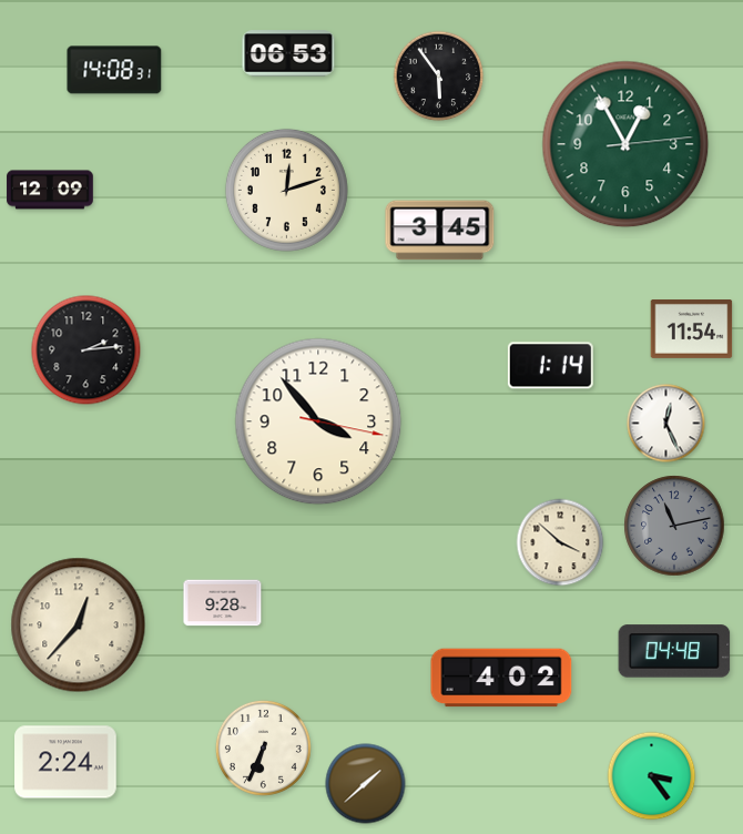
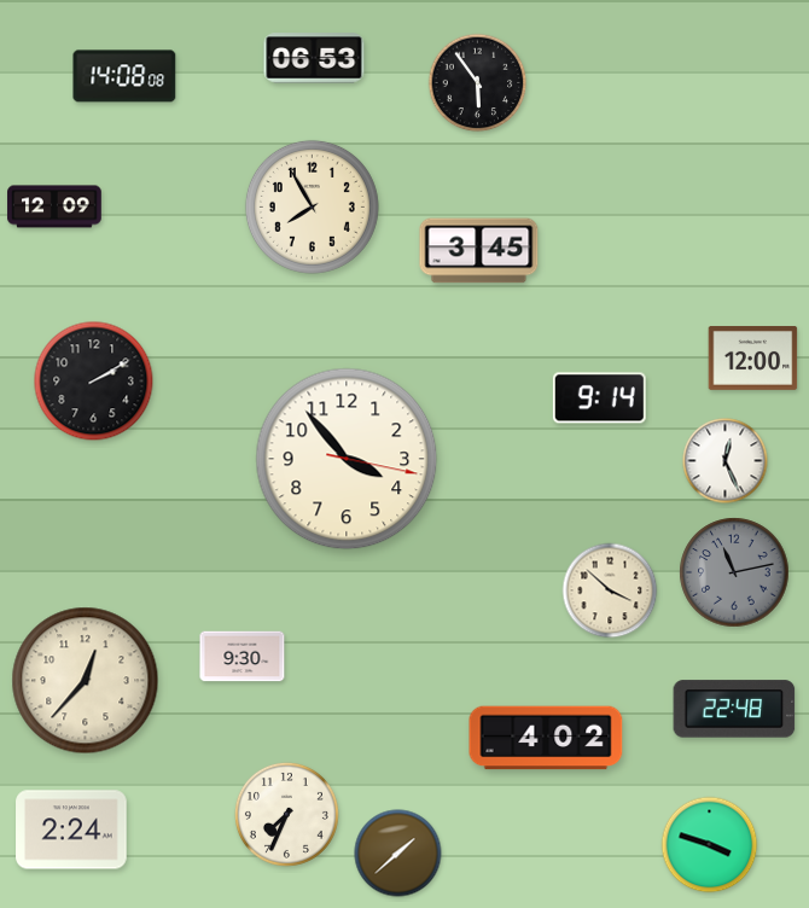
clock at (114, 70): 14:08:31 -> 14:08:08
clock at (625, 144): 12:55 -> none
clock at (286, 190): 12:12 -> 7:55
clock at (692, 329): 11:54 -> 12:00
clock at (86, 350): 2:14 -> 2:10
clock at (550, 366): 1:14 -> 9:14
clock at (223, 603): 9:28 -> 9:30
clock at (674, 651): 04:48 -> 22:48
clock at (263, 747): 6:34 -> 7:34
clock at (652, 776): 3:24 -> 3:48
